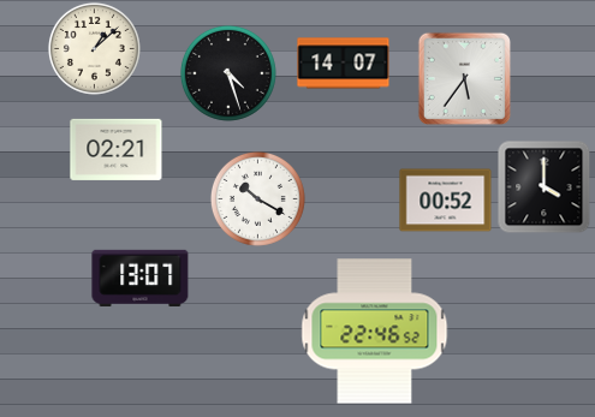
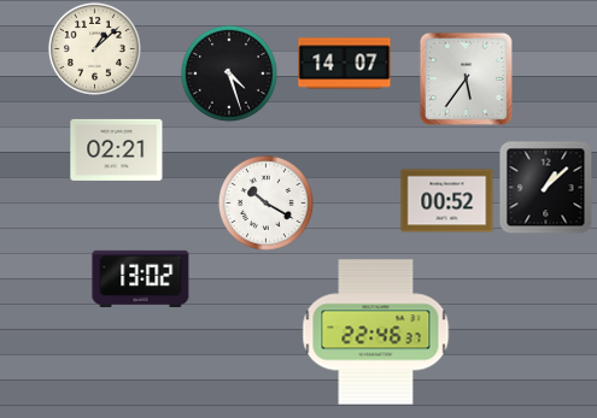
clock at (543, 186): 4:00 -> 1:08
clock at (257, 198) position: (257, 198) -> (265, 202)
clock at (141, 278): 13:07 -> 13:02
clock at (375, 332): 22:46:52 -> 22:46:37
